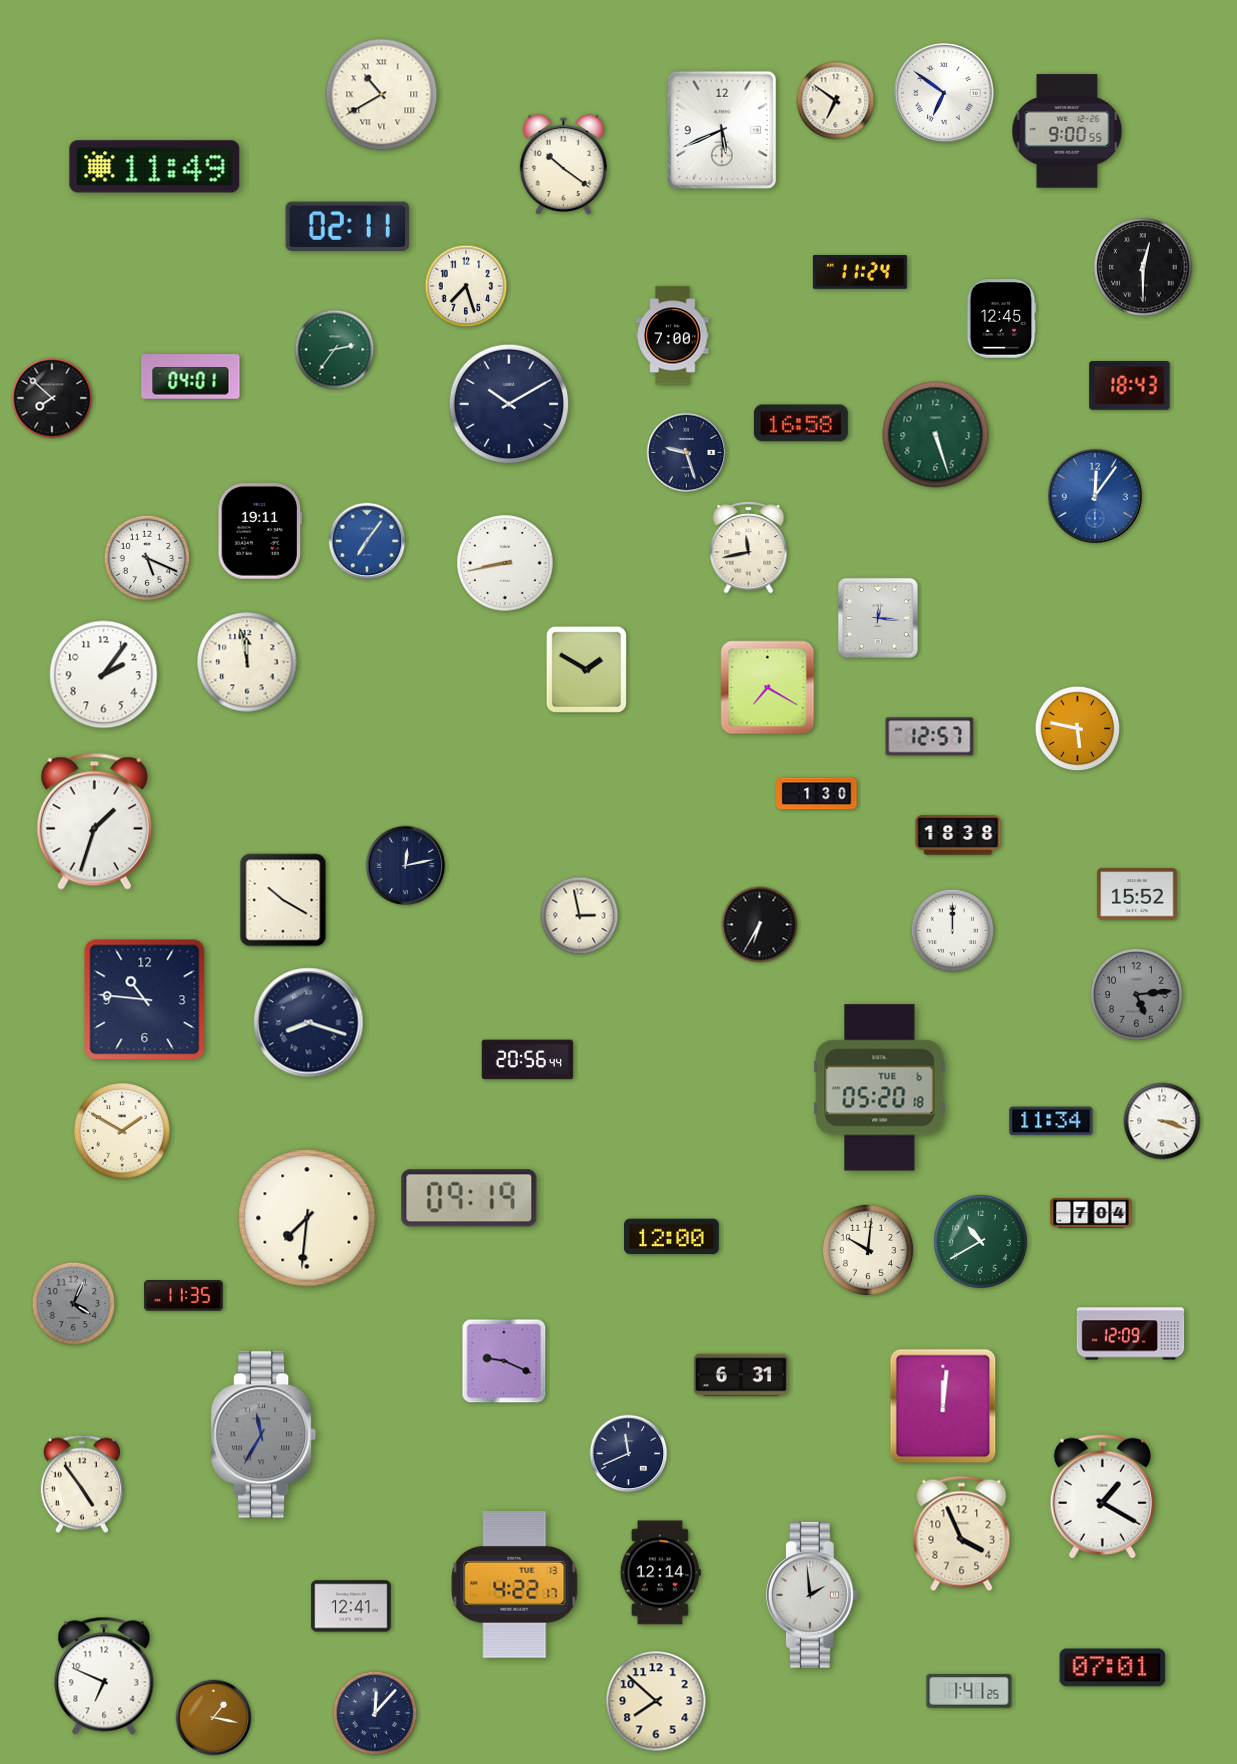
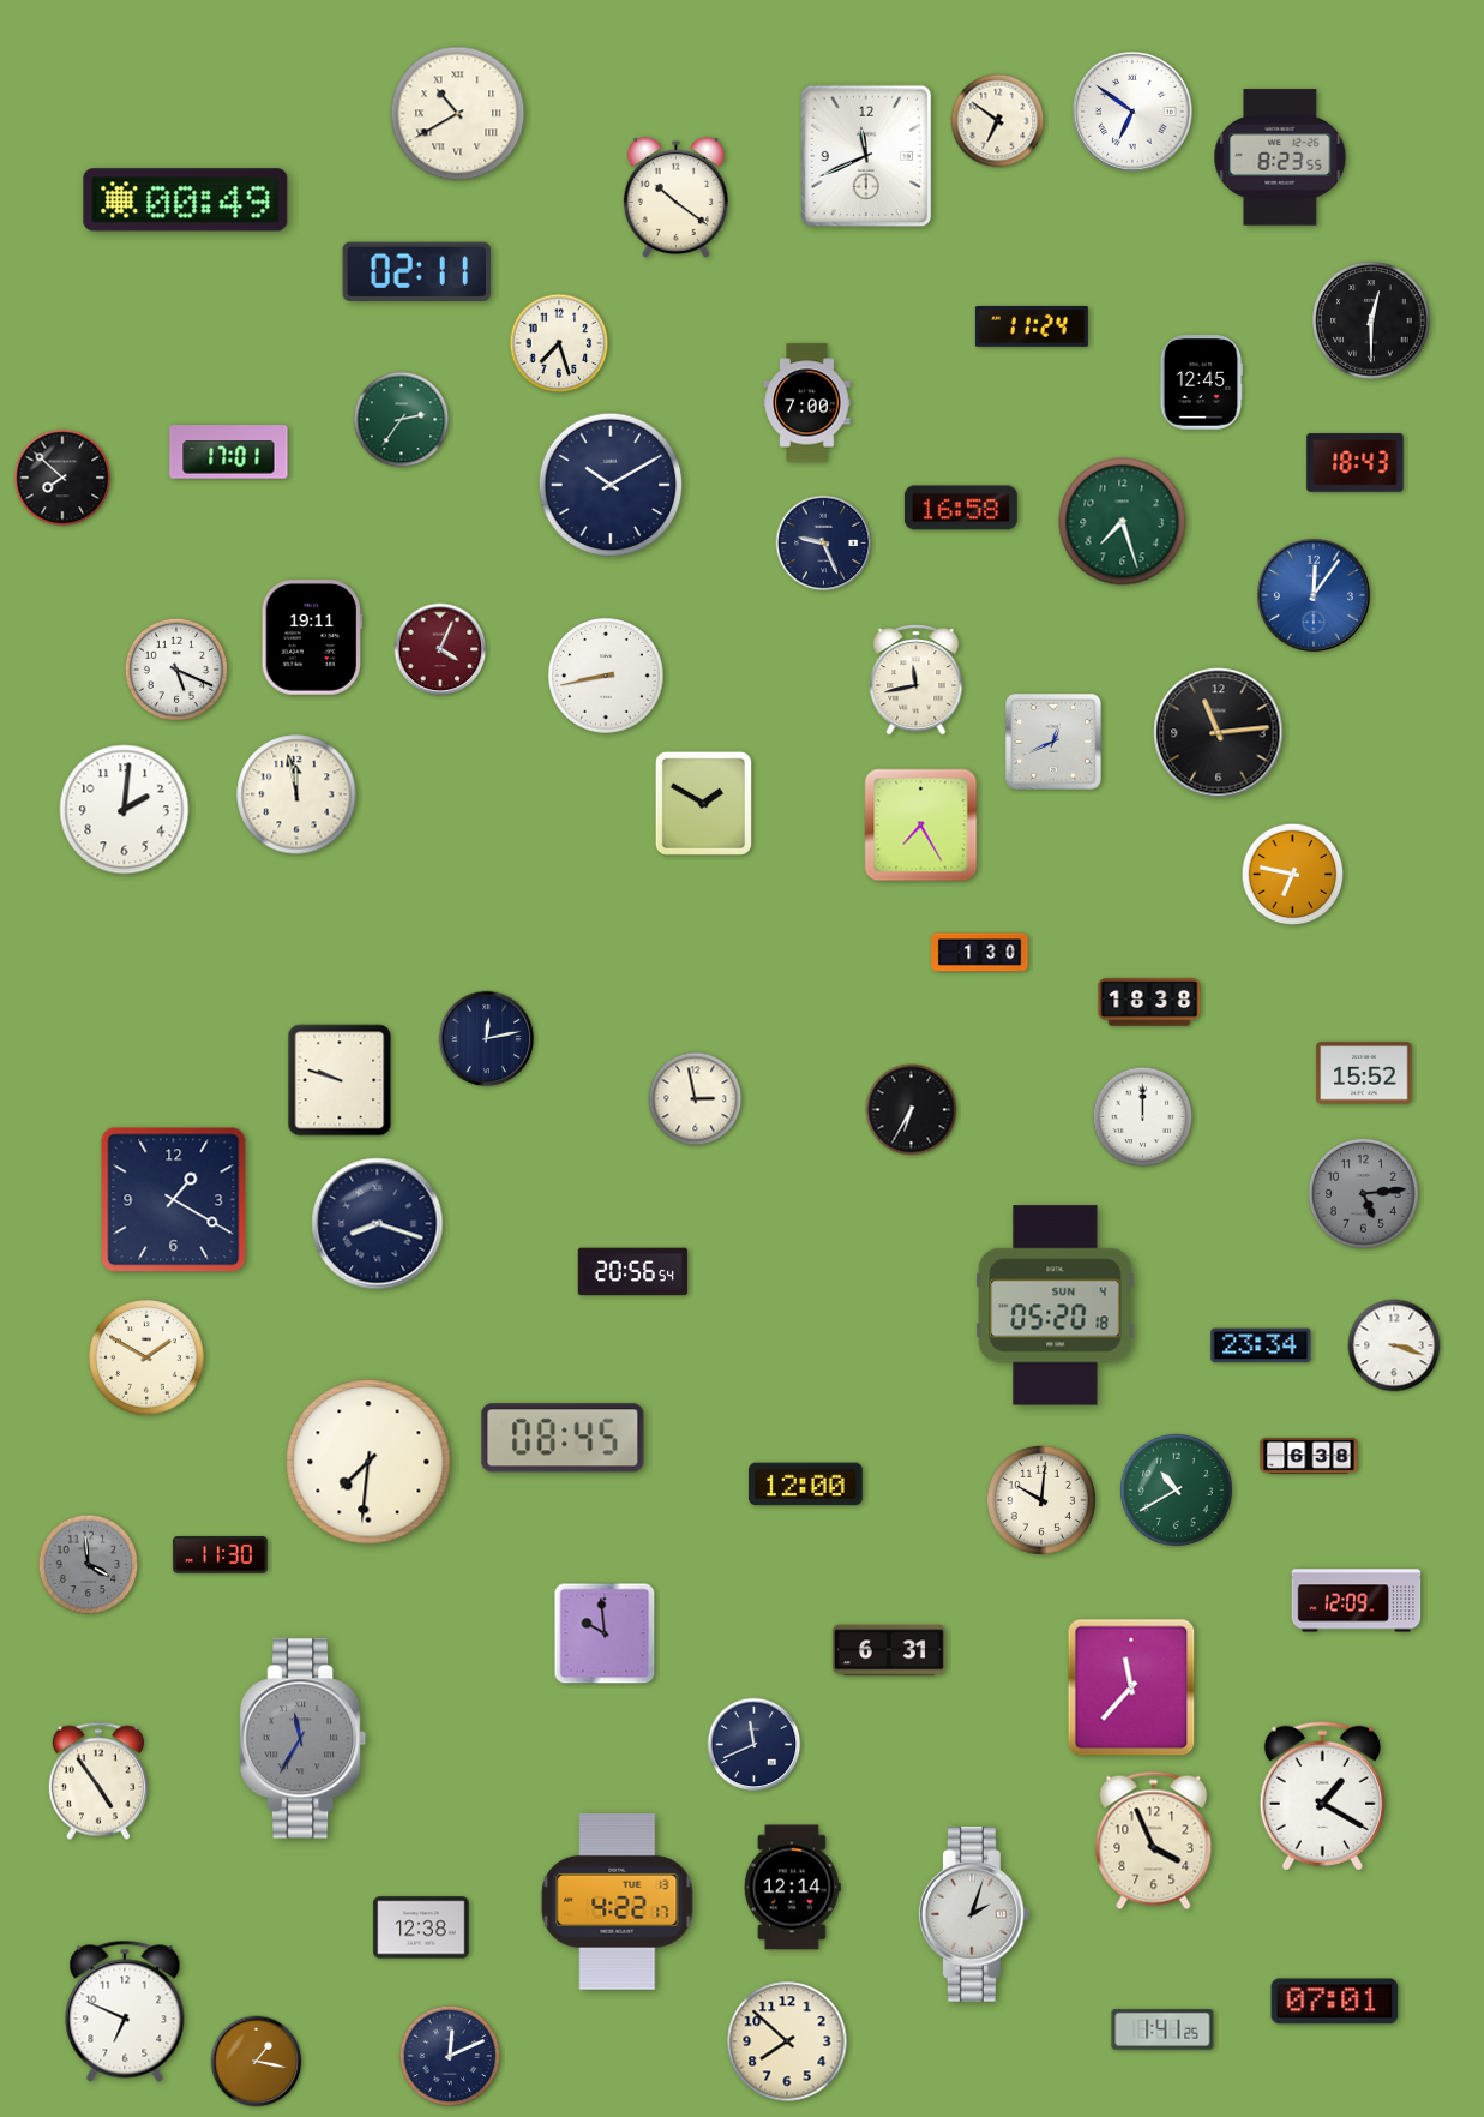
clock at (836, 101) position: (836, 101) -> (998, 121)
clock at (722, 130): 5:41 -> 11:41
clock at (1067, 131): 9:00 -> 8:23
clock at (155, 167): 11:49 -> 00:49
clock at (191, 377): 04:01 -> 17:01
clock at (936, 435): 5:27 -> 7:27
clock at (687, 453): 9:27 -> 9:26
clock at (367, 541): 7:06 -> 4:04
clock at (367, 541) dial: blue -> burgundy
clock at (749, 548) position: (749, 548) -> (917, 680)
clock at (1219, 733): none -> 11:14
clock at (878, 618): 12:16 -> 12:41
clock at (104, 675): 2:06 -> 2:01
clock at (768, 688): 7:20 -> 7:25
clock at (1078, 729): 5:47 -> 6:47
clock at (930, 737): 12:57 -> none
clock at (94, 821): 1:33 -> none
clock at (283, 900): 10:20 -> 9:48
clock at (145, 1000): 10:46 -> 1:20
clock at (309, 1023) position: (309, 1023) -> (378, 1224)
clock at (528, 1060): 20:56:44 -> 20:56:54
clock at (880, 1088) date: TUE 6 -> SUN 4
clock at (1051, 1121): 11:34 -> 23:34
clock at (469, 1198): 09:19 -> 08:45
clock at (1091, 1213): 7:04 -> 6:38
clock at (184, 1296): 11:35 -> 11:30
clock at (74, 1304): 4:04 -> 3:59
clock at (504, 1361): 9:19 -> 9:59
clock at (943, 1406): 12:01 -> 11:37
clock at (264, 1435) position: (264, 1435) -> (304, 1739)
clock at (812, 1595): 1:59 -> 2:03
clock at (351, 1606): 12:41 -> 12:38
clock at (375, 1713): 12:07 -> 12:11
